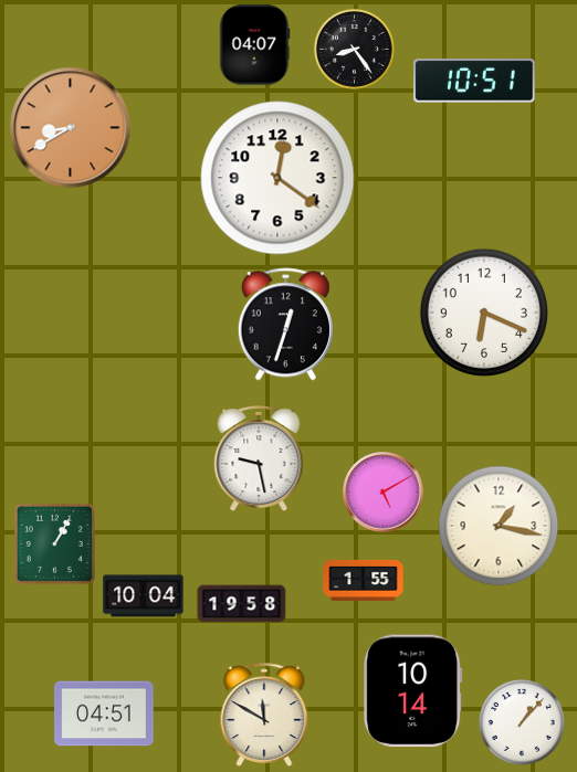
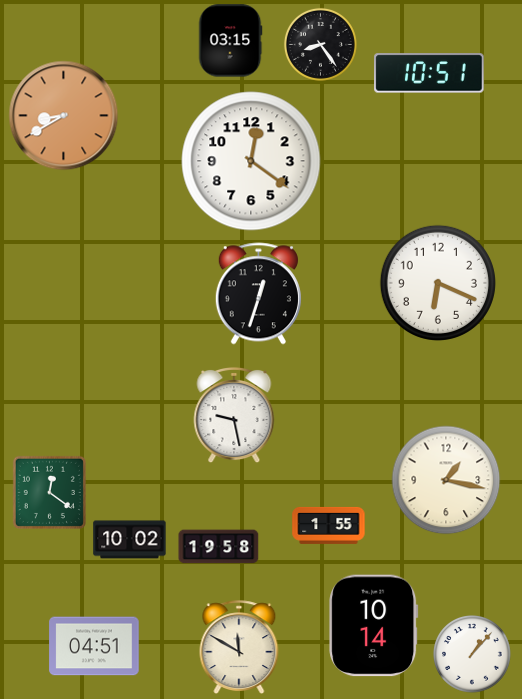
clock at (254, 45): 04:07 -> 03:15
clock at (384, 493): 5:10 -> none
clock at (499, 526) position: (499, 526) -> (446, 480)
clock at (54, 543): 1:05 -> 12:21
clock at (144, 596): 10:04 -> 10:02
